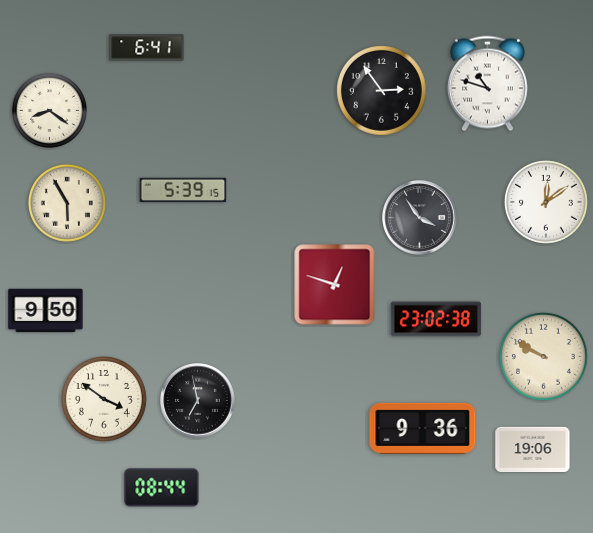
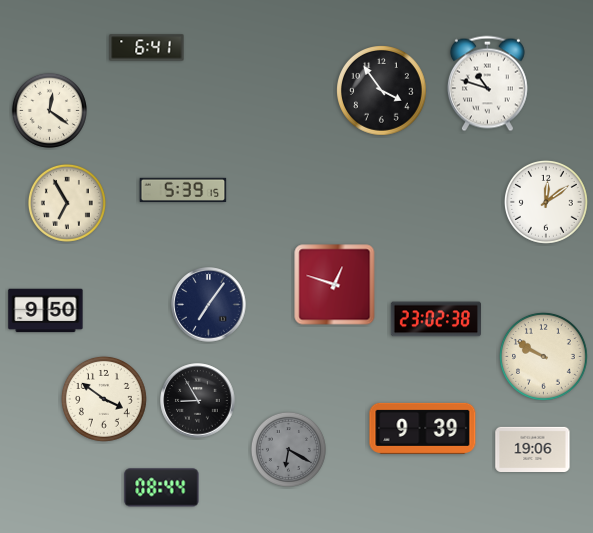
clock at (382, 91): 2:54 -> 3:54
clock at (49, 110): 8:21 -> 12:21
clock at (67, 203): 5:55 -> 6:55
clock at (420, 218): 3:54 -> none
clock at (209, 305): none -> 7:06
clock at (198, 401): 6:58 -> 8:55
clock at (423, 428): 9:36 -> 9:39
clock at (288, 449): none -> 6:20
